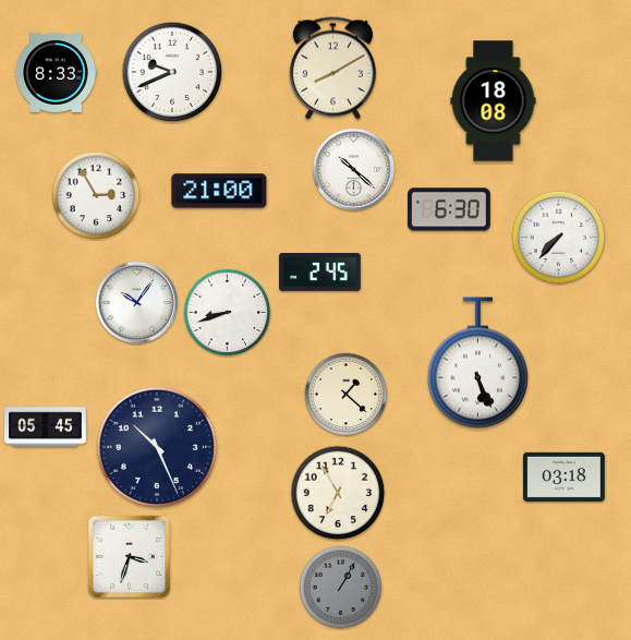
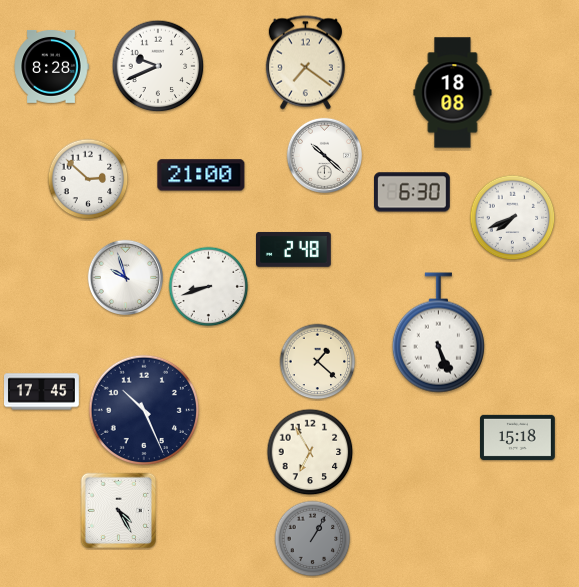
clock at (332, 69): 8:10 -> 7:21
clock at (56, 72): 8:33 -> 8:28
clock at (96, 195): 2:55 -> 2:52
clock at (559, 238): 7:37 -> 7:41
clock at (320, 271): 2:45 -> 2:48
clock at (136, 302): 10:06 -> 9:57
clock at (46, 427): 05:45 -> 17:45
clock at (565, 476): 03:18 -> 15:18
clock at (130, 557): 3:33 -> 4:25
